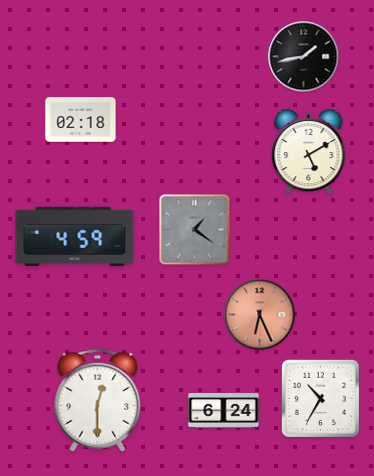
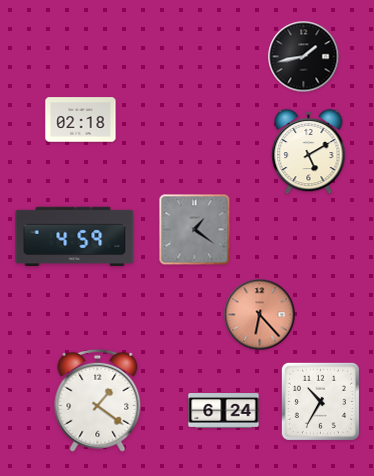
clock at (260, 315): 6:26 -> 6:23
clock at (320, 398) position: (320, 398) -> (320, 401)
clock at (98, 400): 12:30 -> 1:21
